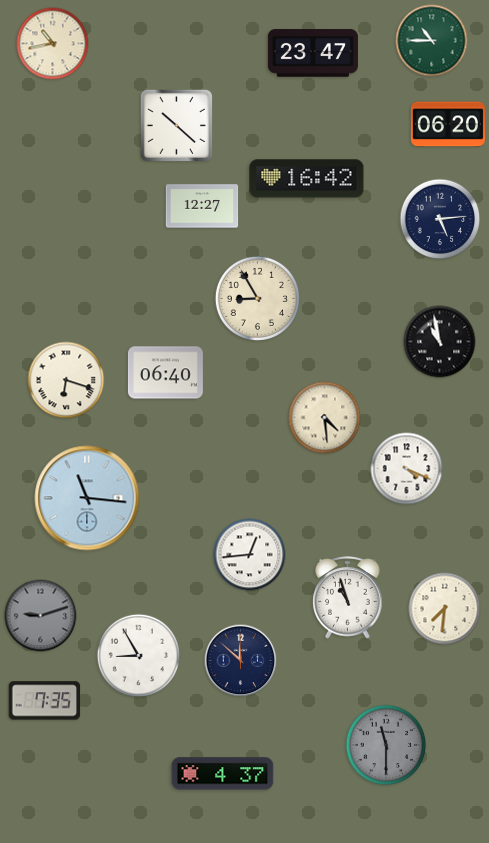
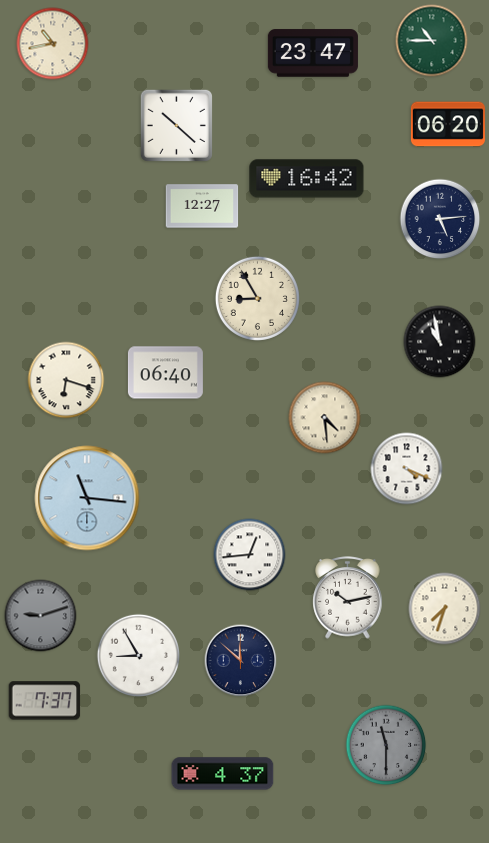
clock at (348, 598): 10:57 -> 10:13
clock at (445, 609): 7:31 -> 7:33
clock at (45, 701): 7:35 -> 7:37
